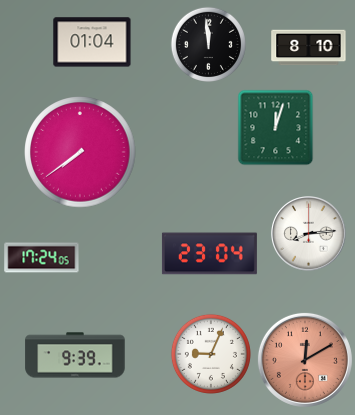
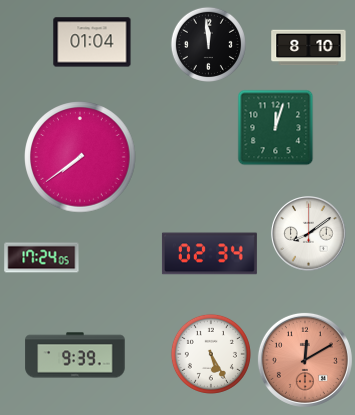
clock at (80, 152) position: (80, 152) -> (80, 157)
clock at (309, 234): 8:14 -> 8:09
clock at (209, 254): 23:04 -> 02:34
clock at (211, 354): 9:04 -> 5:25
